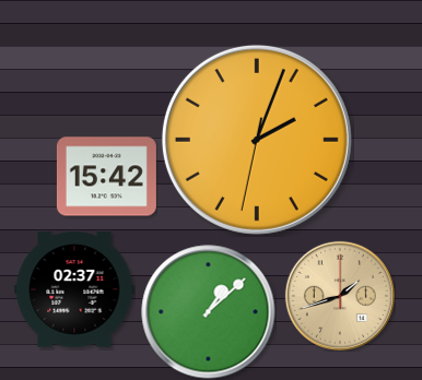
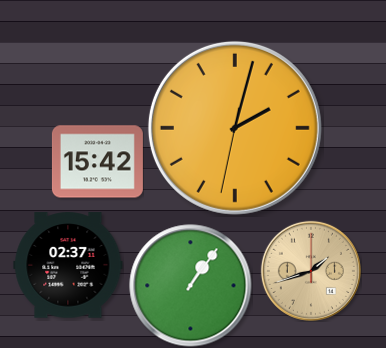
clock at (257, 140): 2:03 -> 2:02
clock at (209, 312): 1:08 -> 1:06
